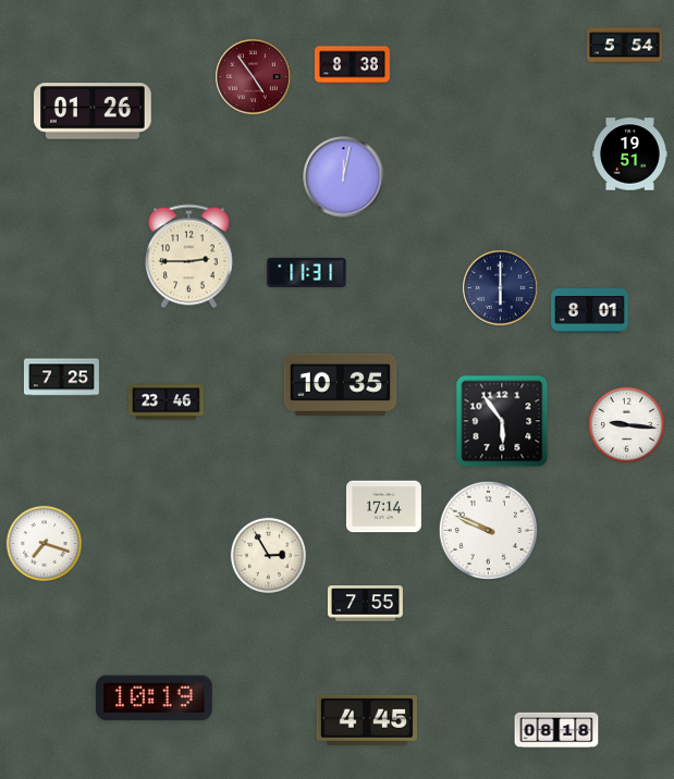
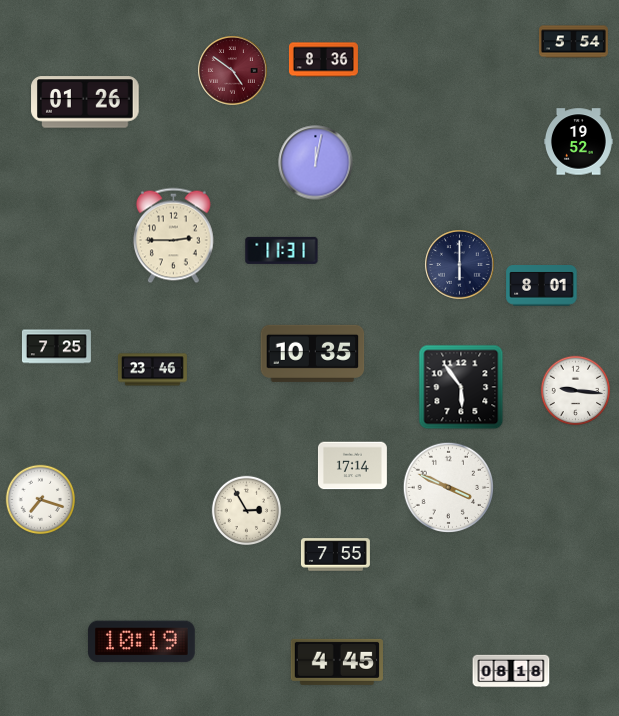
clock at (352, 65): 8:38 -> 8:36
clock at (254, 77): 4:54 -> 4:51
clock at (629, 154): 19:51 -> 19:52
clock at (488, 530): 9:49 -> 3:49
